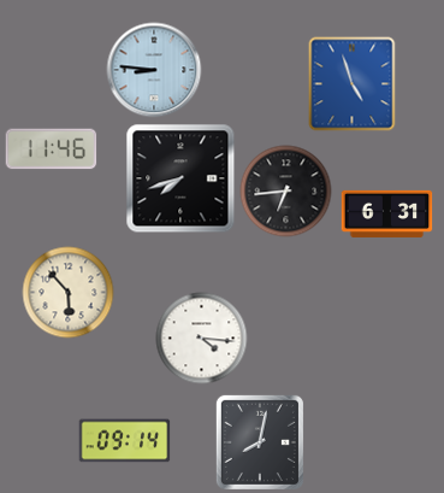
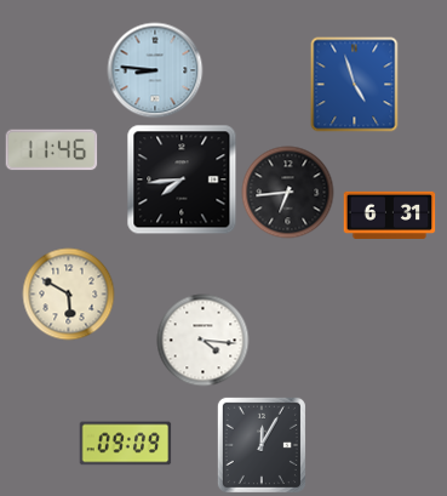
clock at (180, 178): 7:42 -> 7:44
clock at (69, 293): 5:53 -> 5:50
clock at (125, 441): 09:14 -> 09:09
clock at (260, 442): 8:02 -> 12:05
